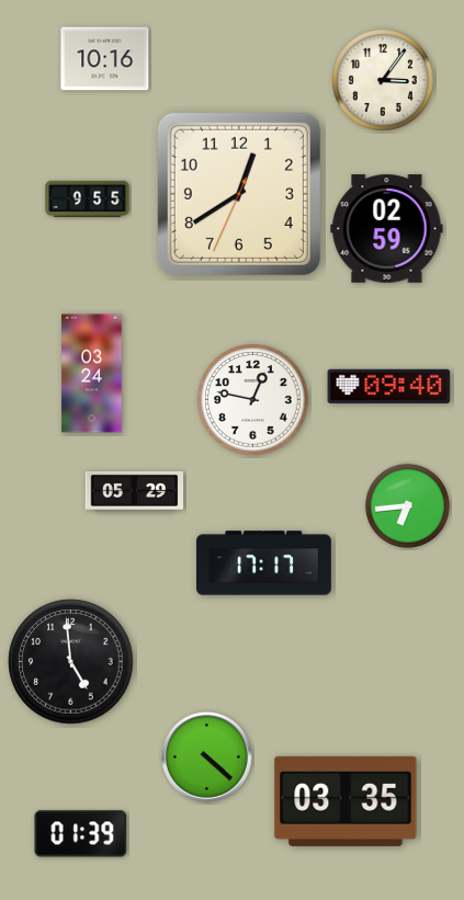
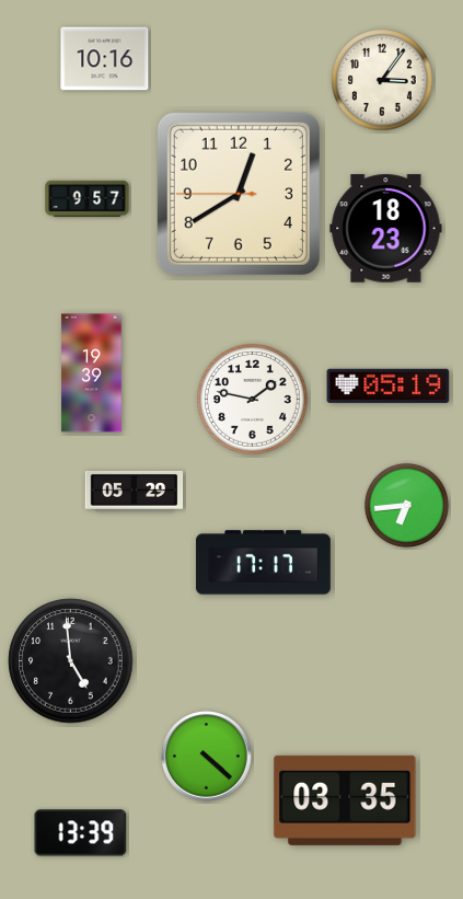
clock at (239, 194): 12:39:34 -> 12:39:45
clock at (88, 200): 9:55 -> 9:57
clock at (387, 229): 02:59 -> 18:23
clock at (92, 374): 03:24 -> 19:39
clock at (389, 386): 09:40 -> 05:19
clock at (253, 400): 12:47 -> 1:47
clock at (81, 834): 01:39 -> 13:39
